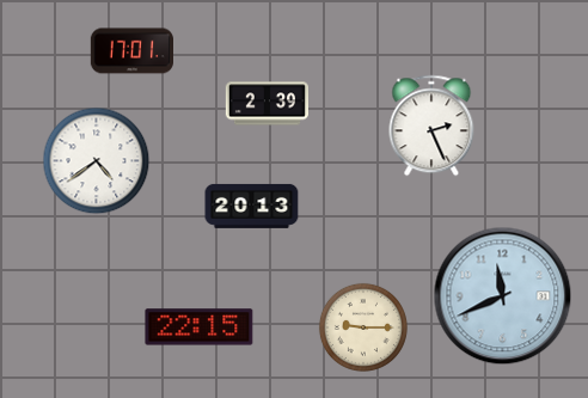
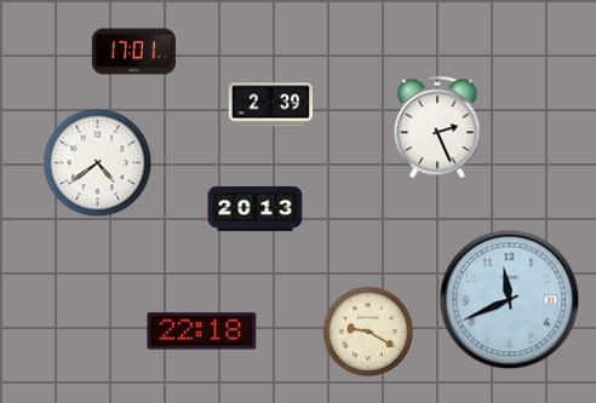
clock at (200, 327): 22:15 -> 22:18
clock at (363, 327): 9:15 -> 9:20
